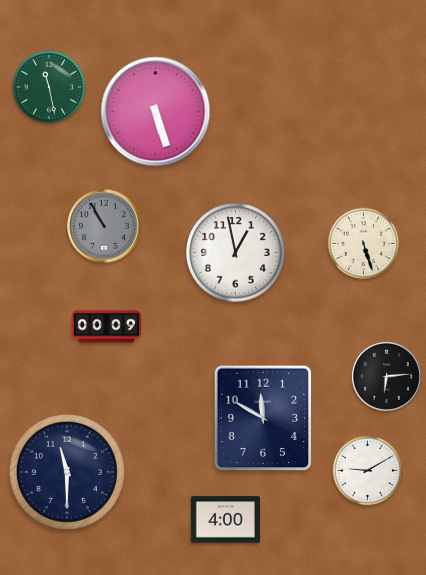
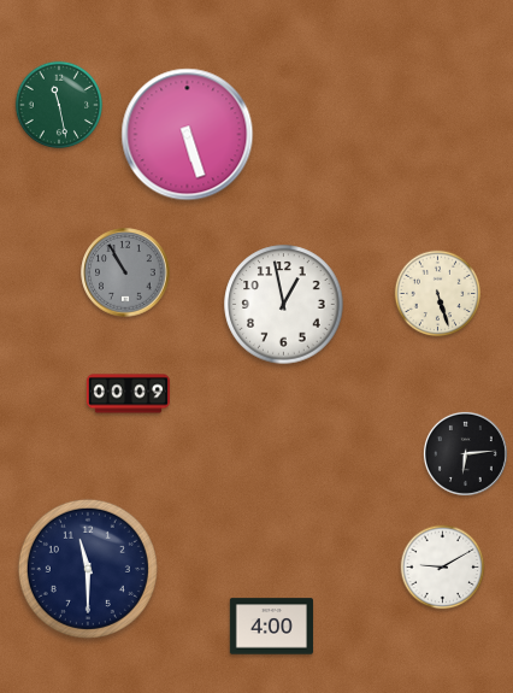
clock at (263, 418): 11:50 -> none
clock at (67, 472) position: (67, 472) -> (88, 569)
